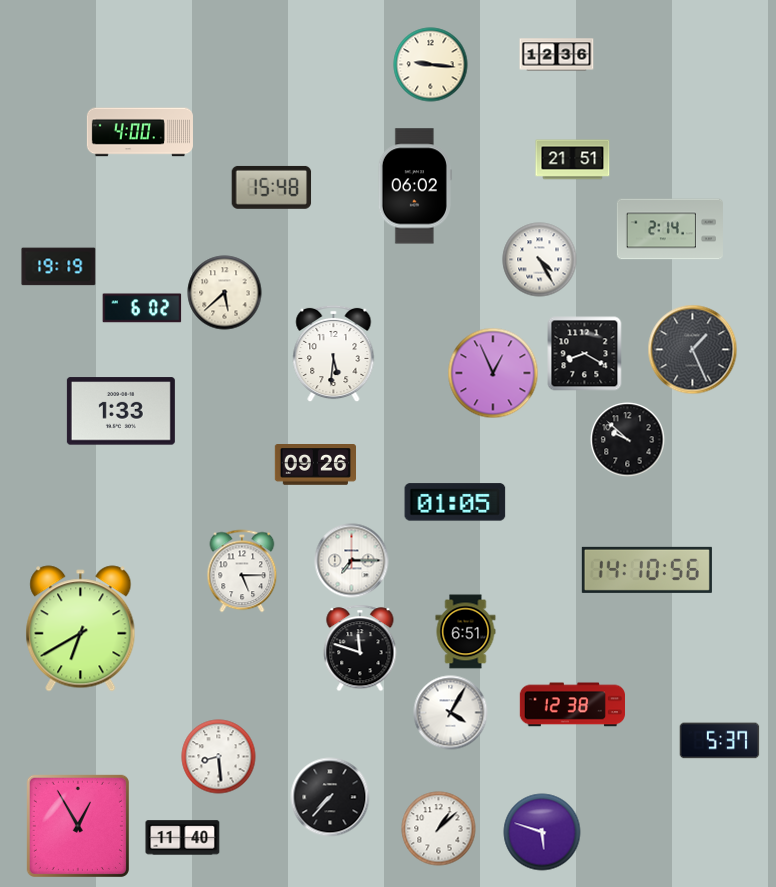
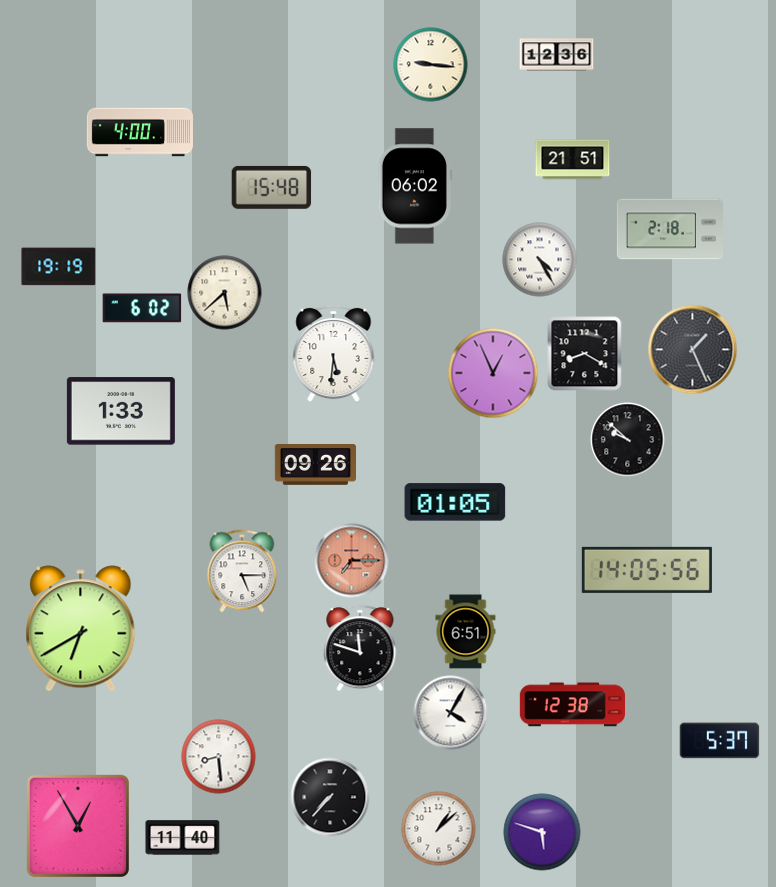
clock at (670, 229): 2:14 -> 2:18
clock at (352, 561) dial: white -> salmon
clock at (647, 570): 14:10 -> 14:05
